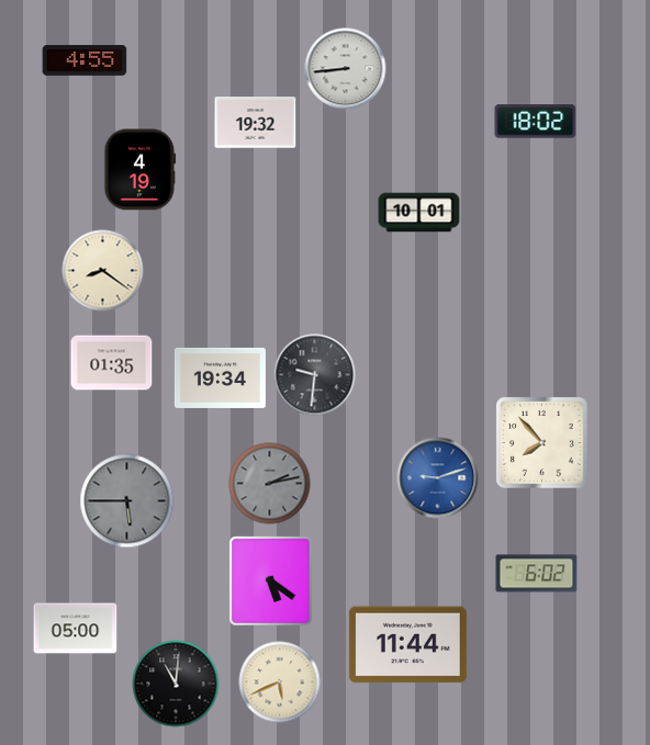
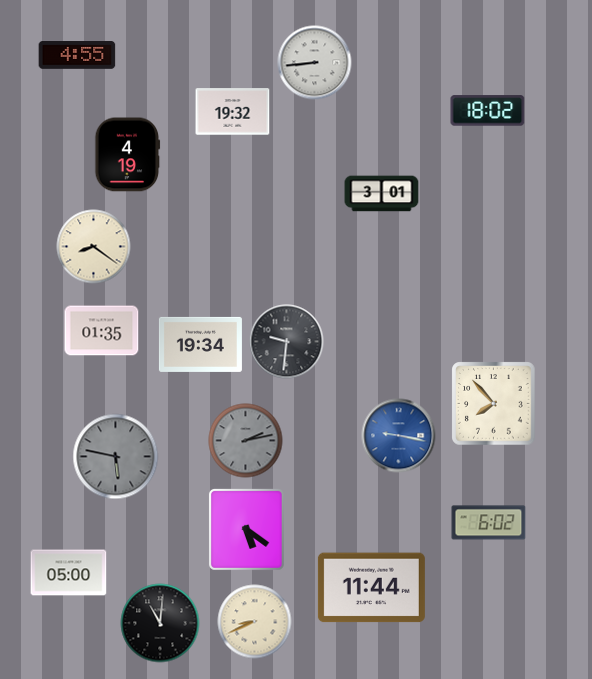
clock at (419, 213): 10:01 -> 3:01
clock at (438, 478): 9:12 -> 9:17
clock at (127, 501): 5:45 -> 5:47
clock at (280, 682): 5:41 -> 8:41
